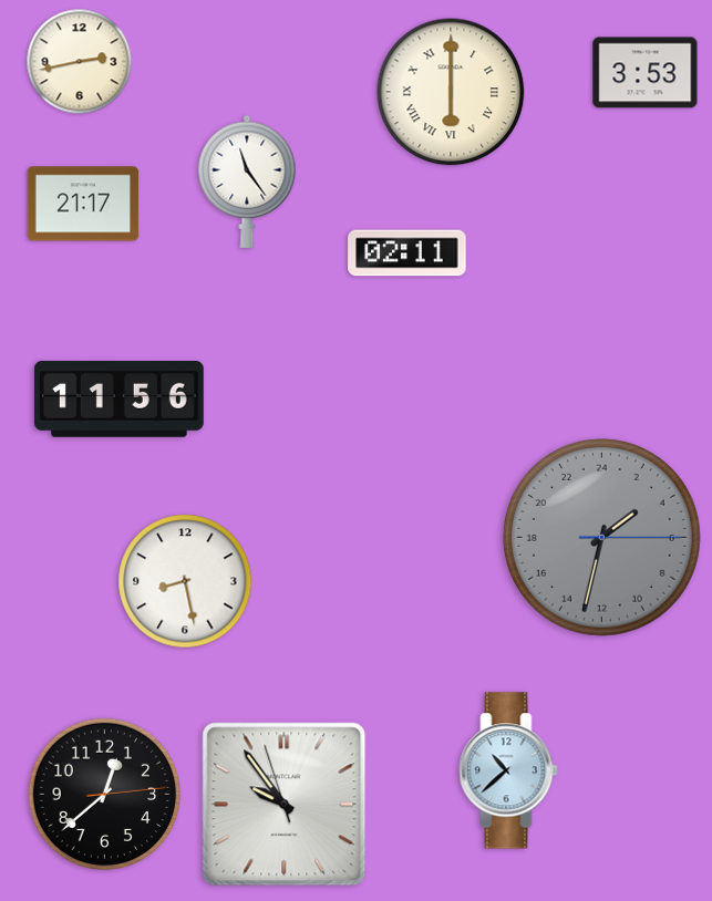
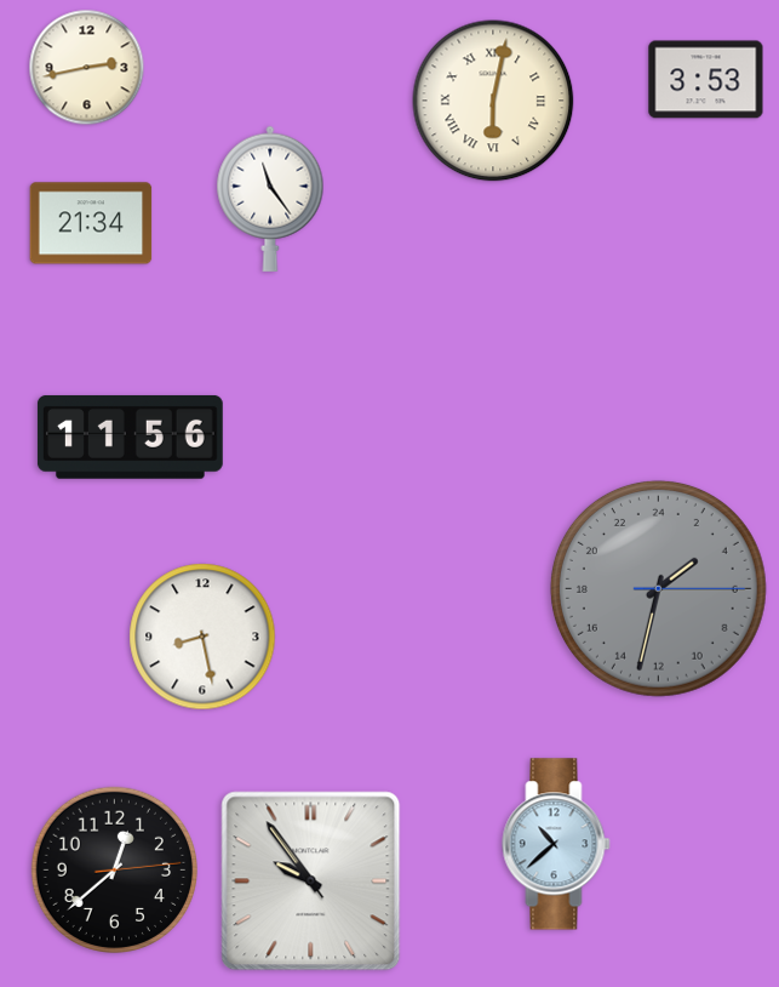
clock at (451, 92): 6:00 -> 6:02
clock at (83, 204): 21:17 -> 21:34
clock at (407, 253): 02:11 -> none
clock at (285, 805): 9:53:57 -> 9:53:54
